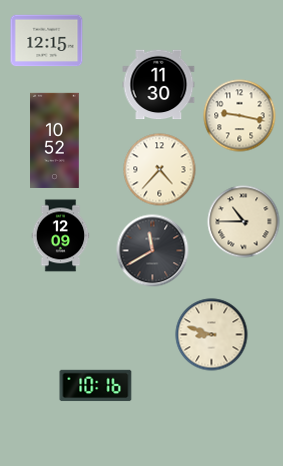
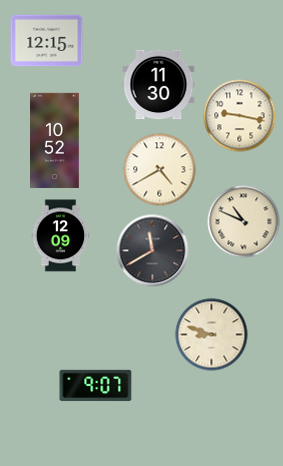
clock at (160, 170): 4:37 -> 4:40
clock at (244, 222): 10:45 -> 10:49
clock at (96, 386): 10:16 -> 9:07
